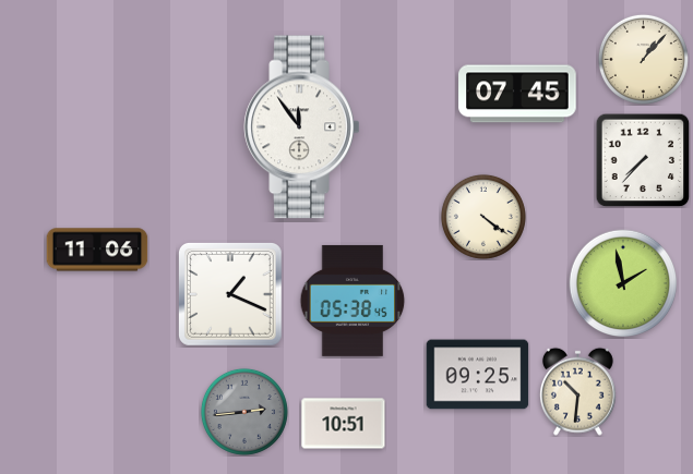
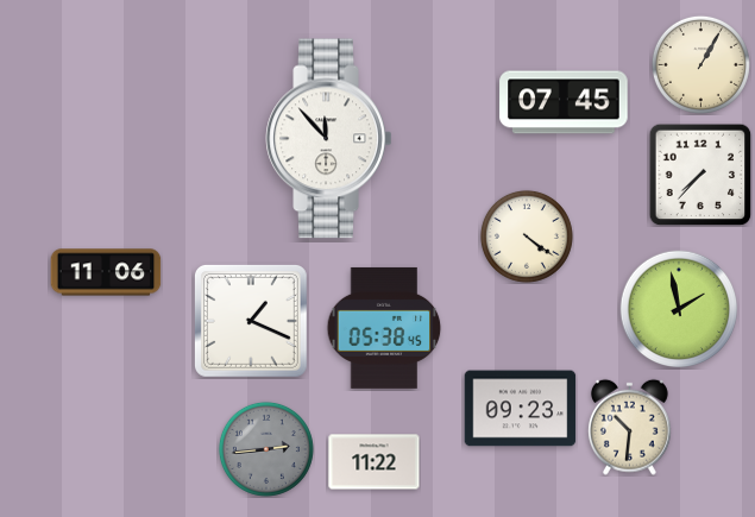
clock at (643, 59): 1:07 -> 1:05
clock at (302, 127): 11:54 -> 11:53
clock at (478, 375): 09:25 -> 09:23
clock at (344, 424): 10:51 -> 11:22
